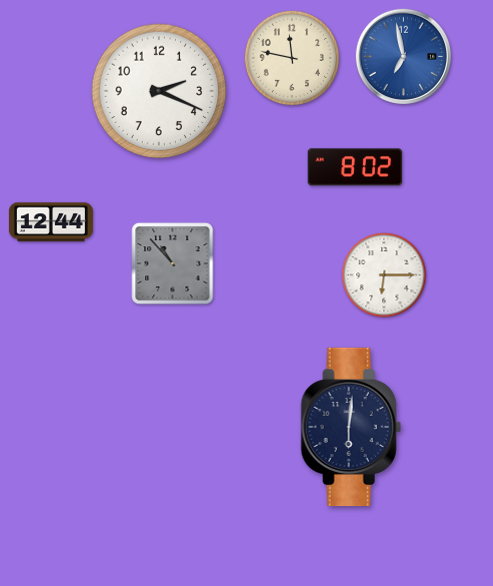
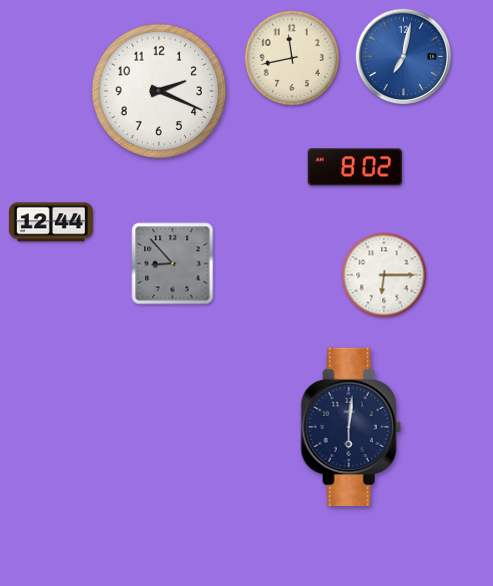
clock at (291, 57): 11:47 -> 11:43
clock at (404, 57): 6:58 -> 7:02
clock at (173, 264): 10:53 -> 8:53
